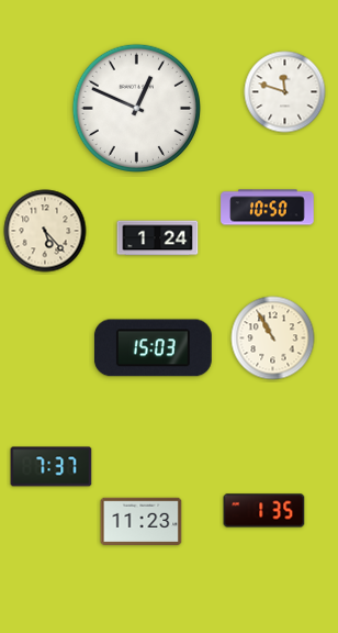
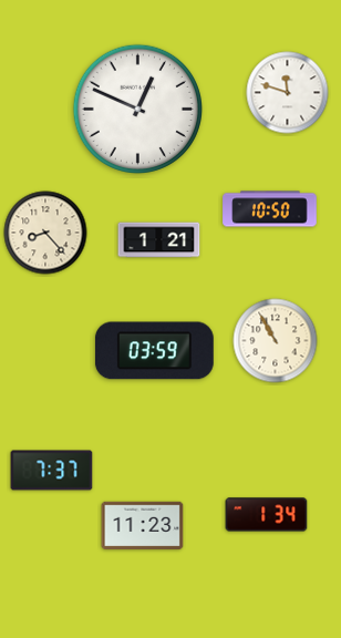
clock at (45, 231): 5:23 -> 8:23
clock at (158, 238): 1:24 -> 1:21
clock at (153, 348): 15:03 -> 03:59
clock at (264, 511): 1:35 -> 1:34
